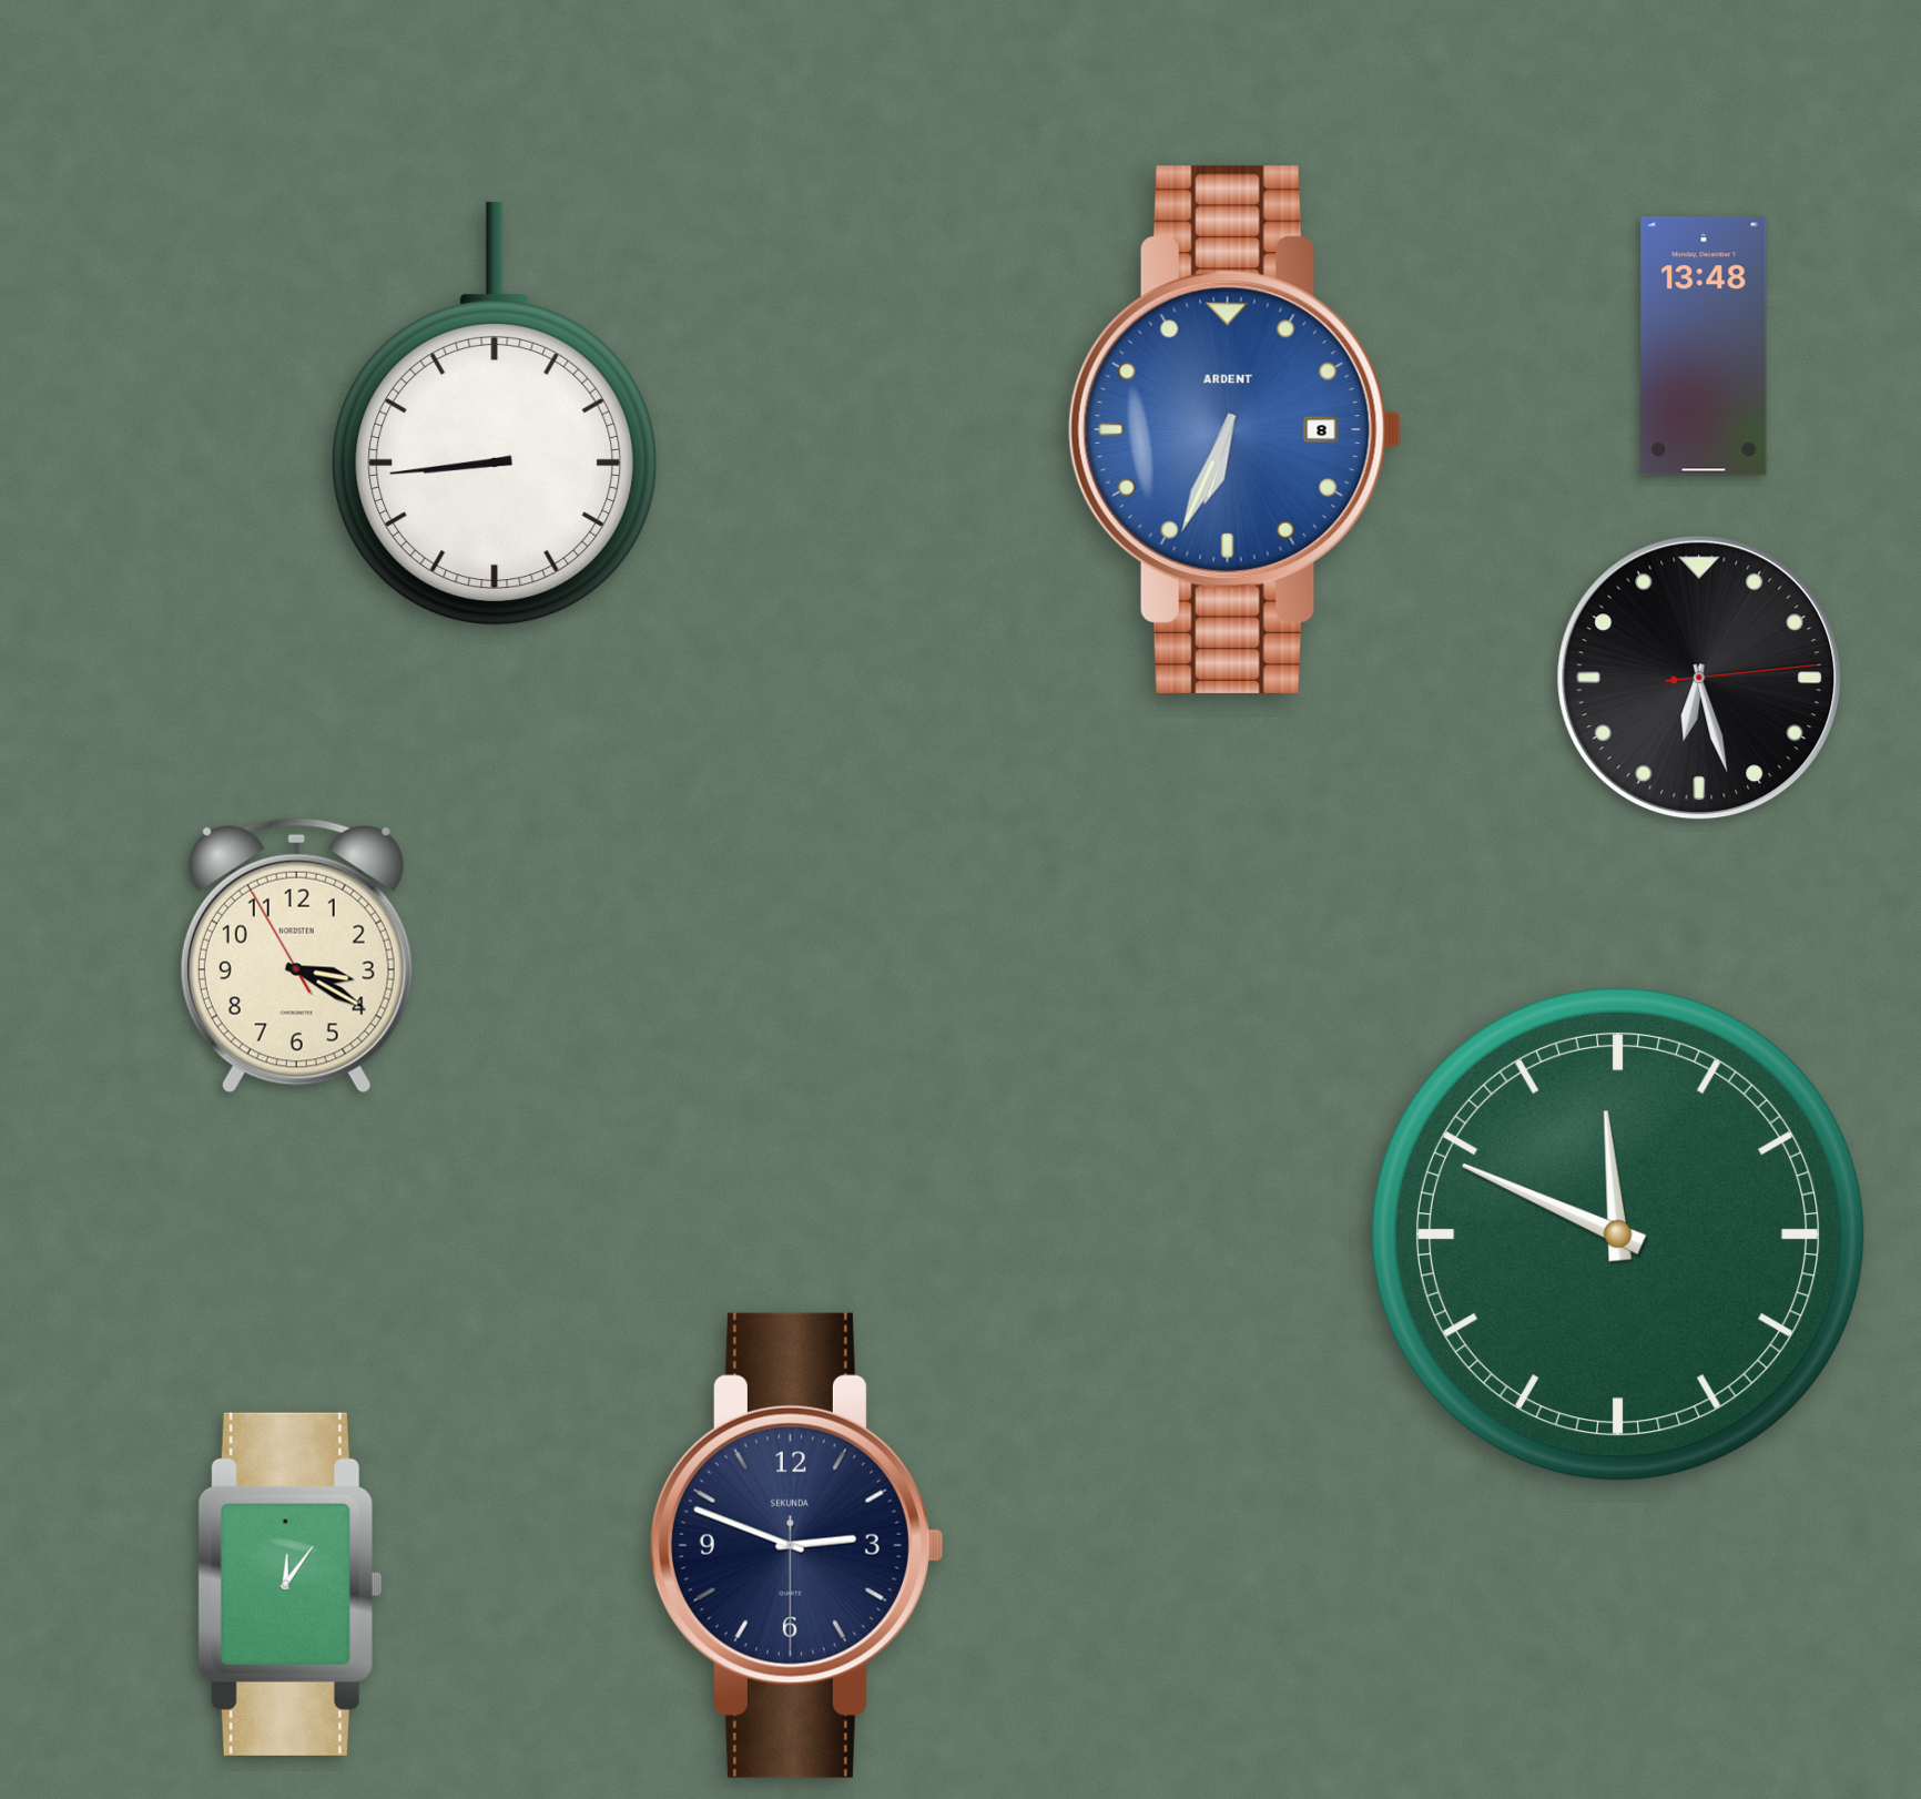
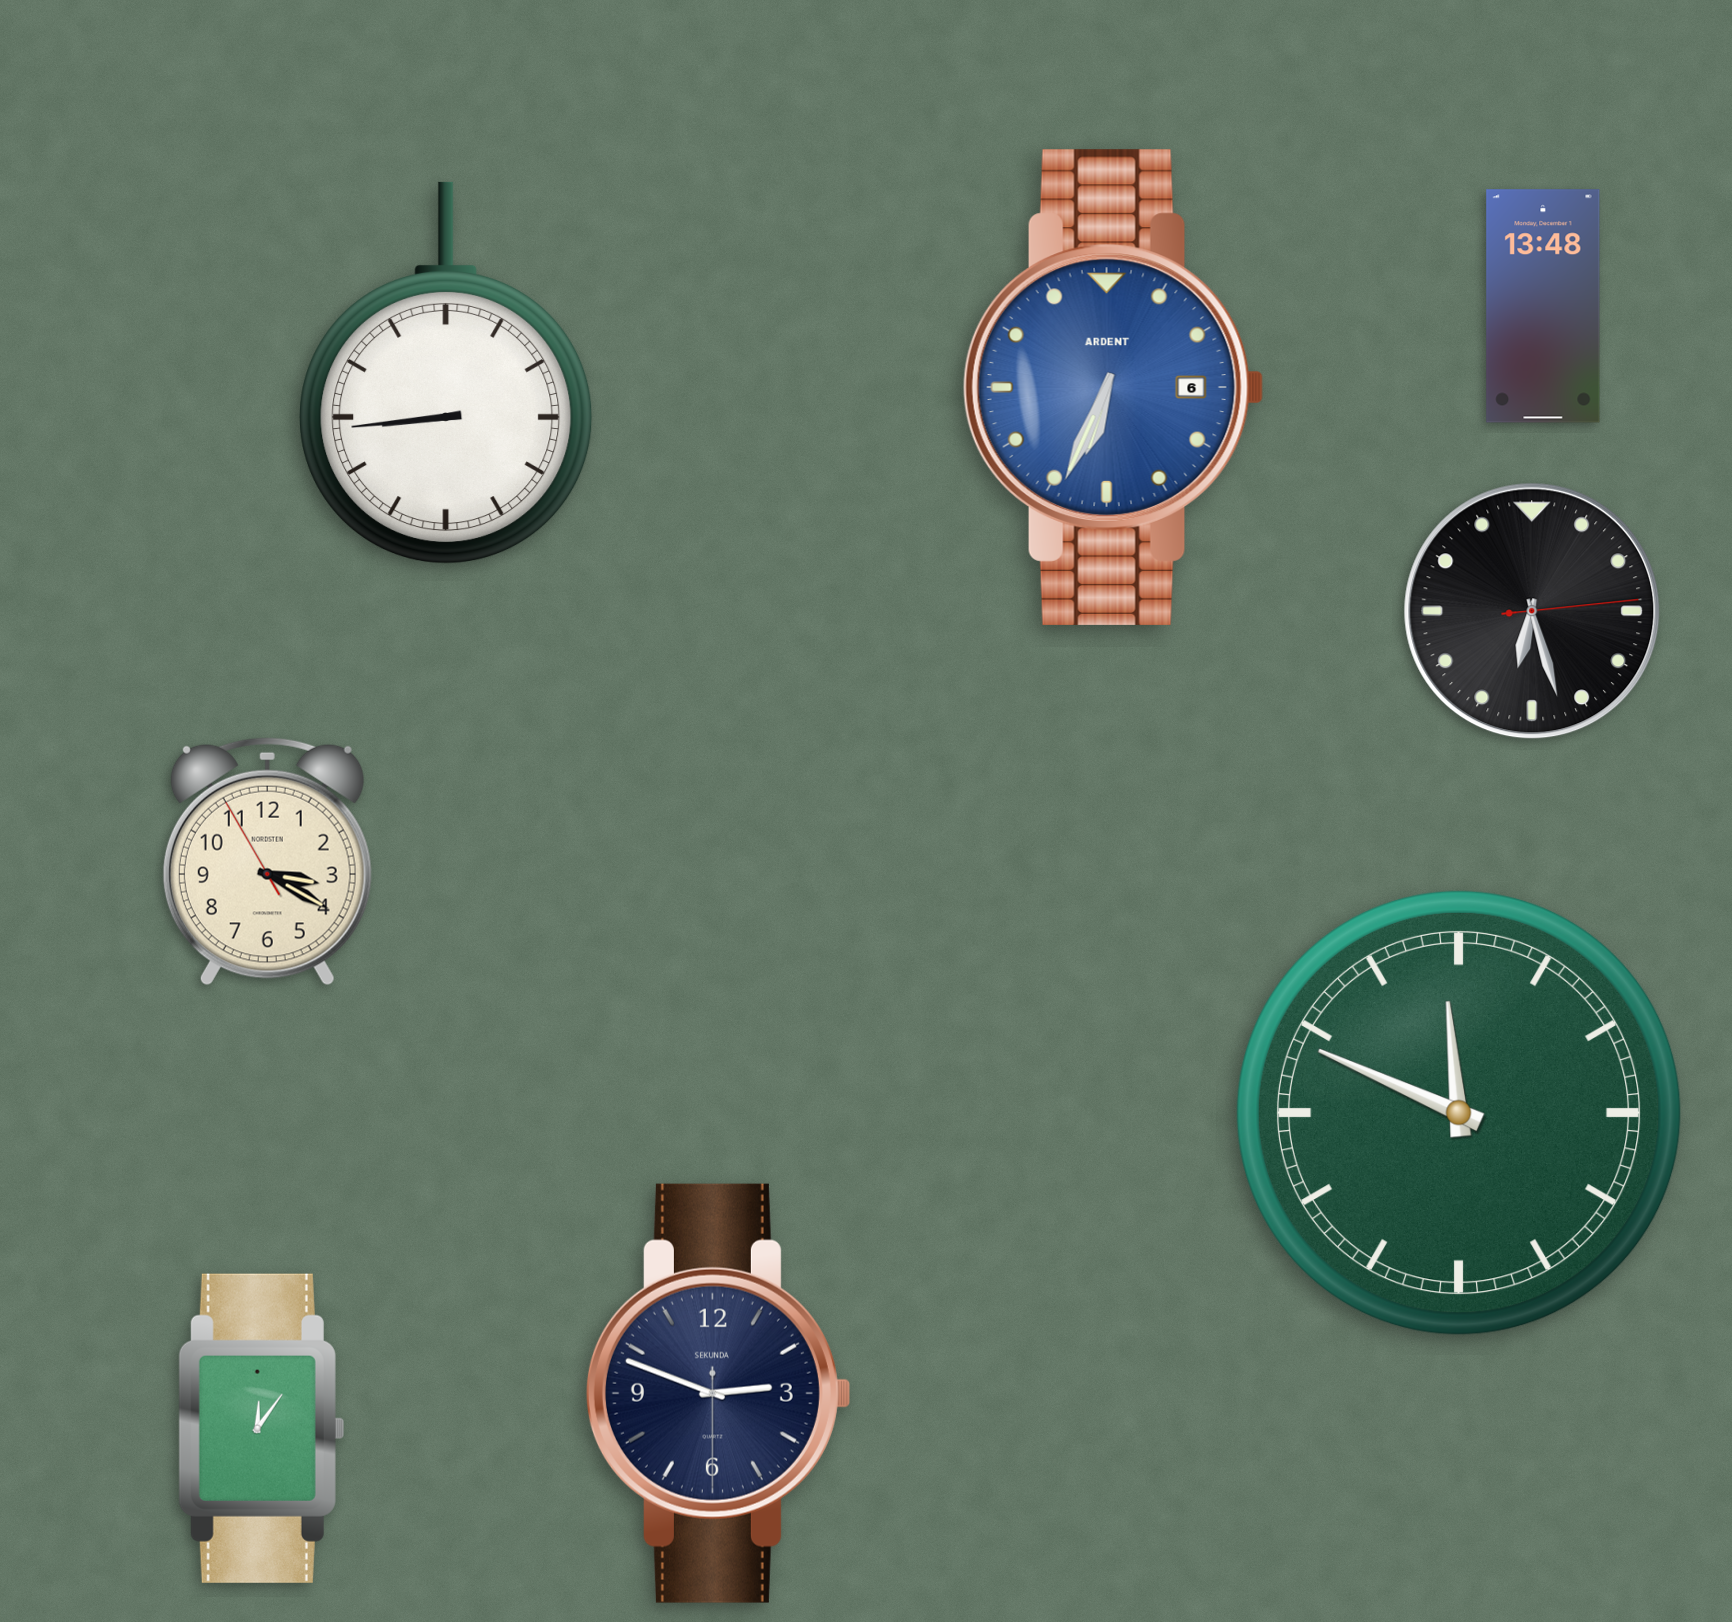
clock at (1704, 346) position: (1704, 346) -> (1543, 306)
clock at (1234, 429) date: 8 -> 6
